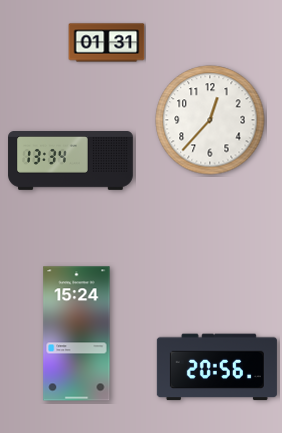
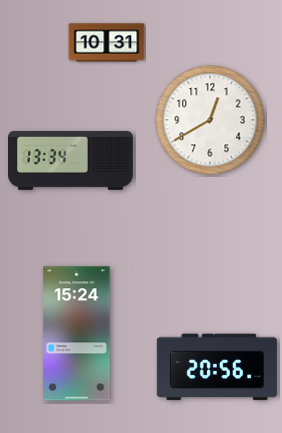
clock at (107, 43): 01:31 -> 10:31
clock at (210, 120): 12:37 -> 12:40
